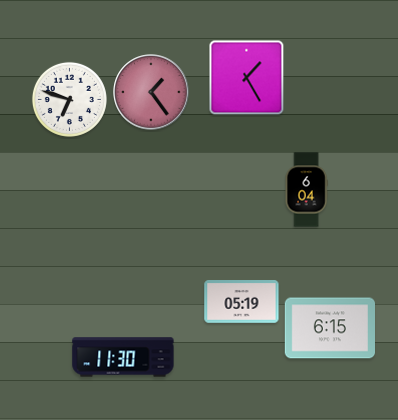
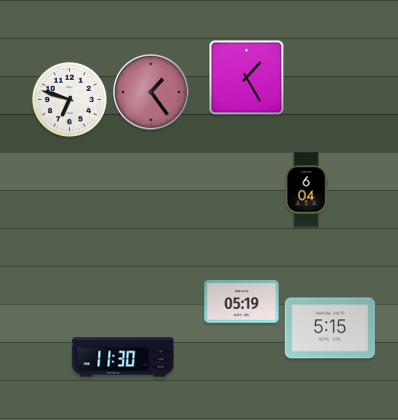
clock at (329, 328): 6:15 -> 5:15
